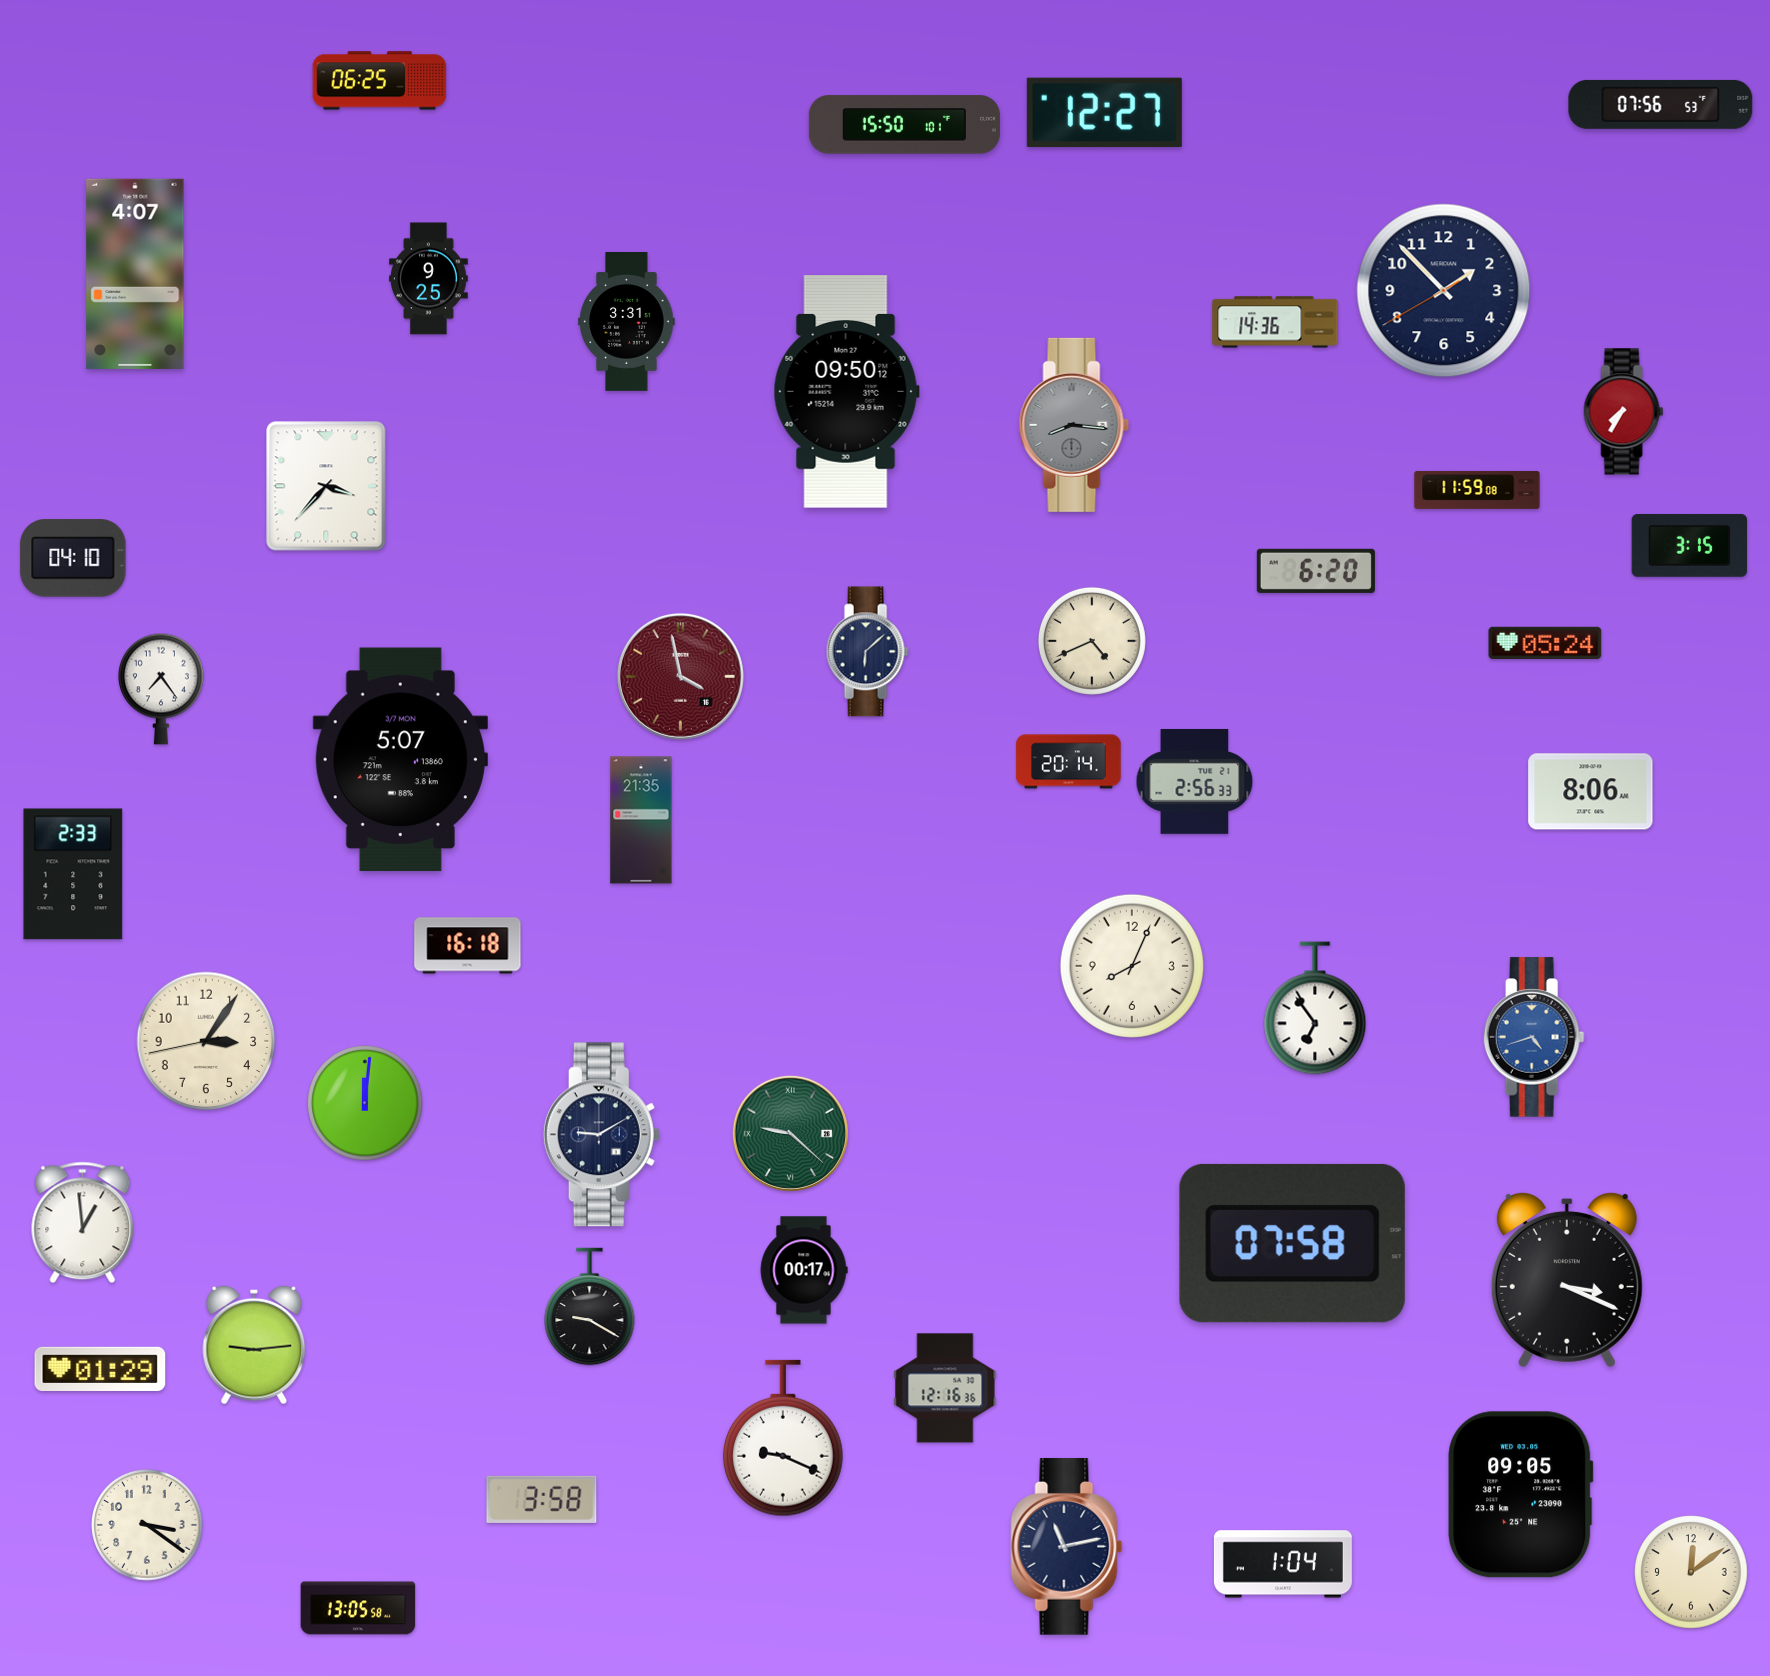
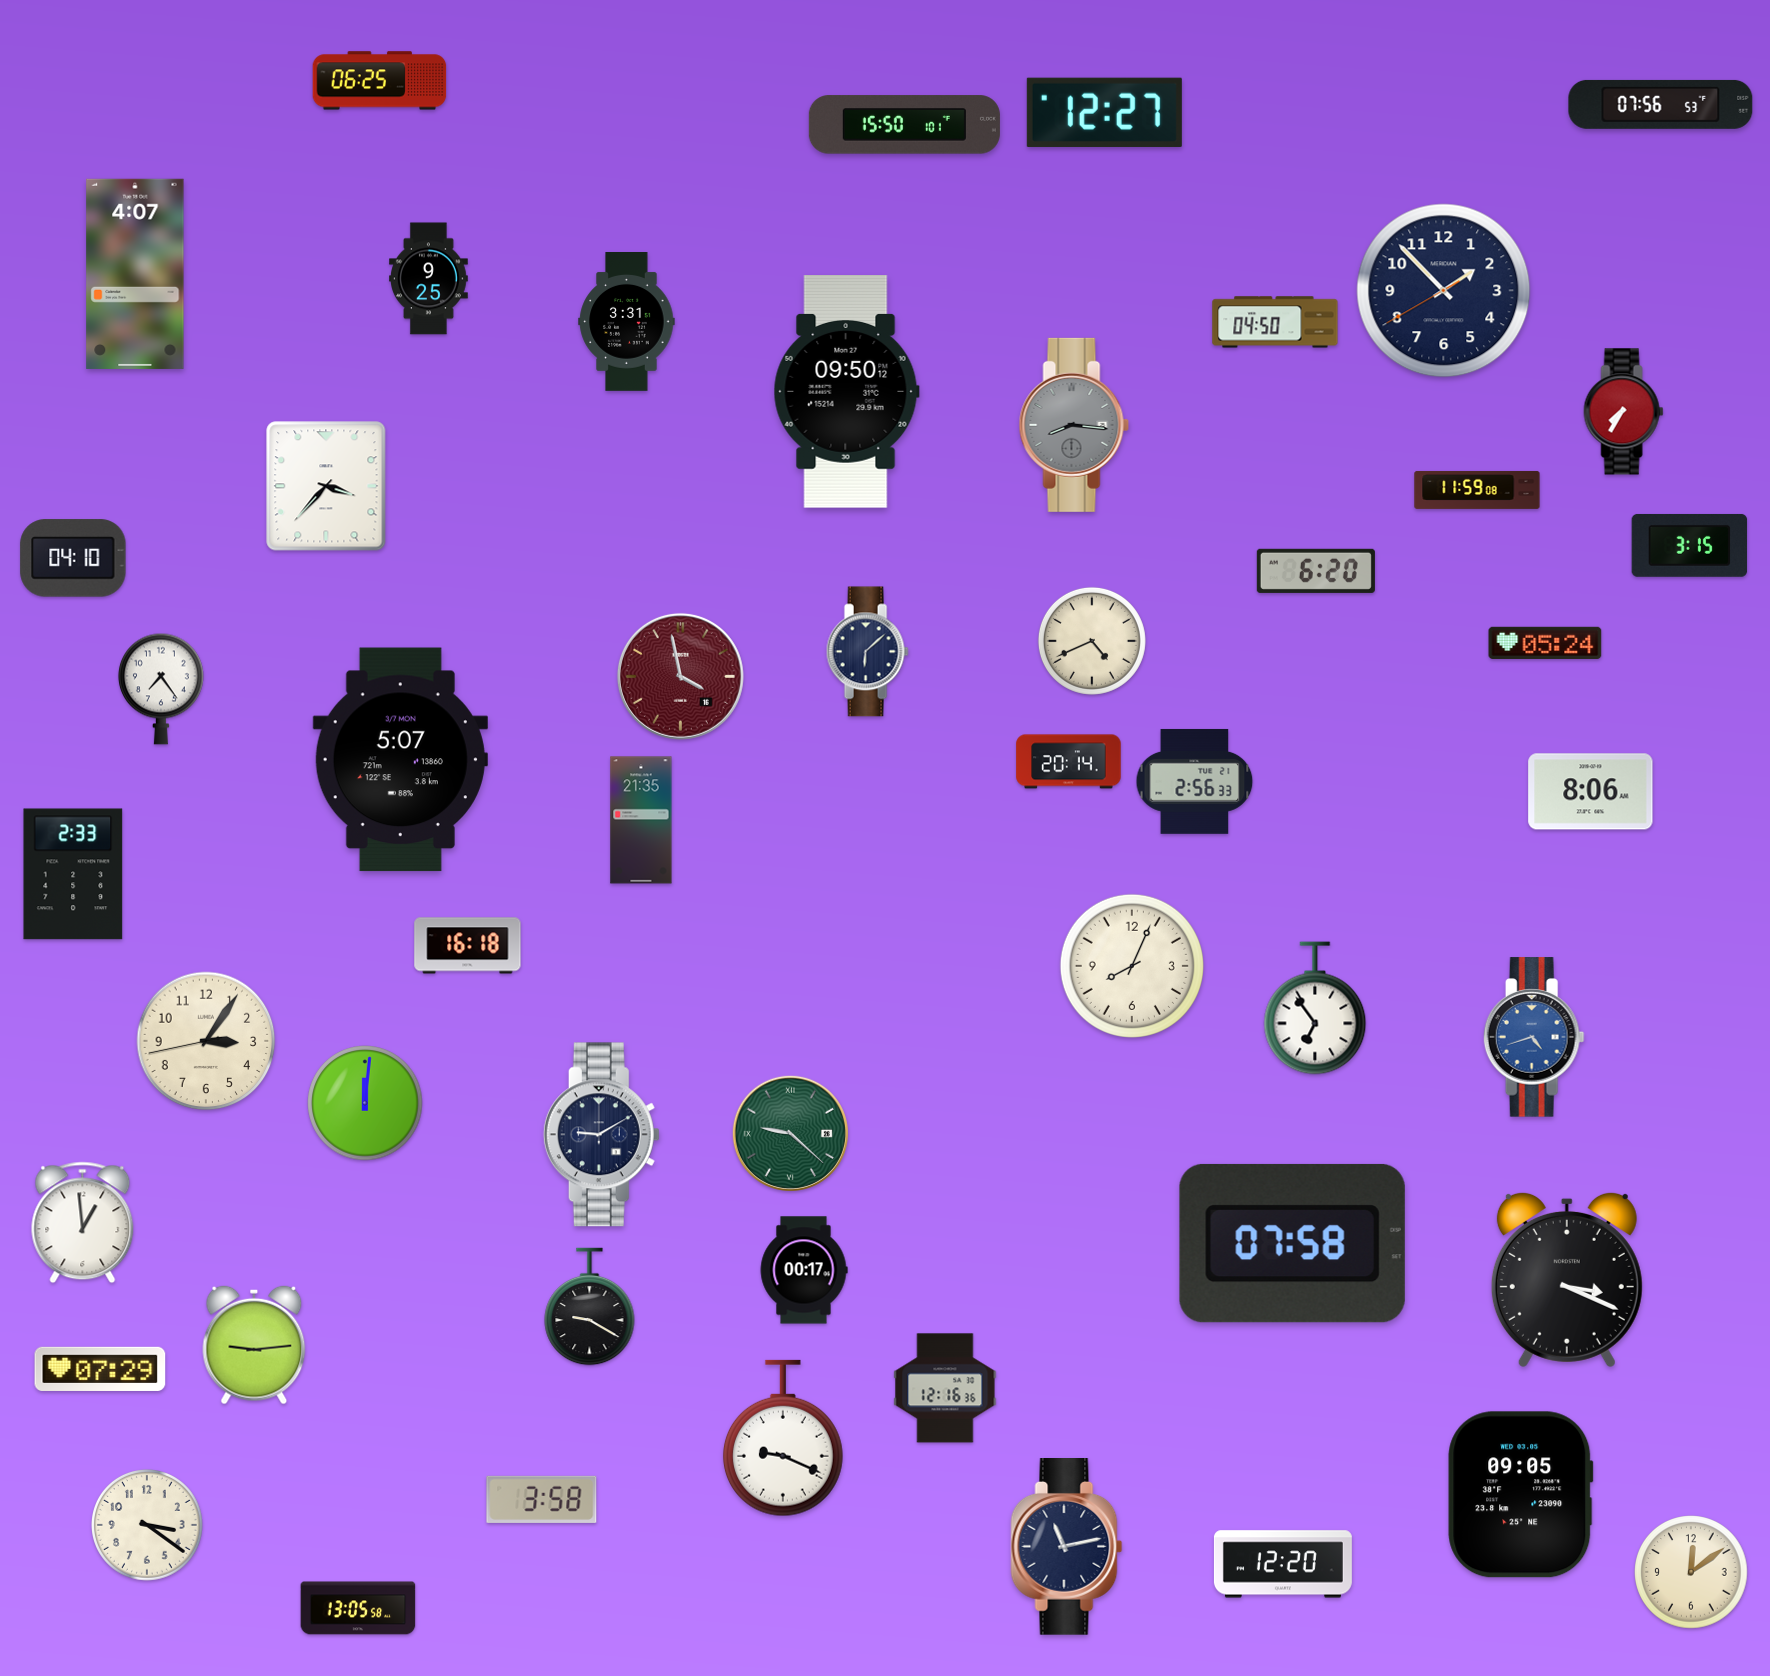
clock at (1275, 322): 14:36 -> 04:50
clock at (100, 1369): 01:29 -> 07:29
clock at (1283, 1564): 1:04 -> 12:20
